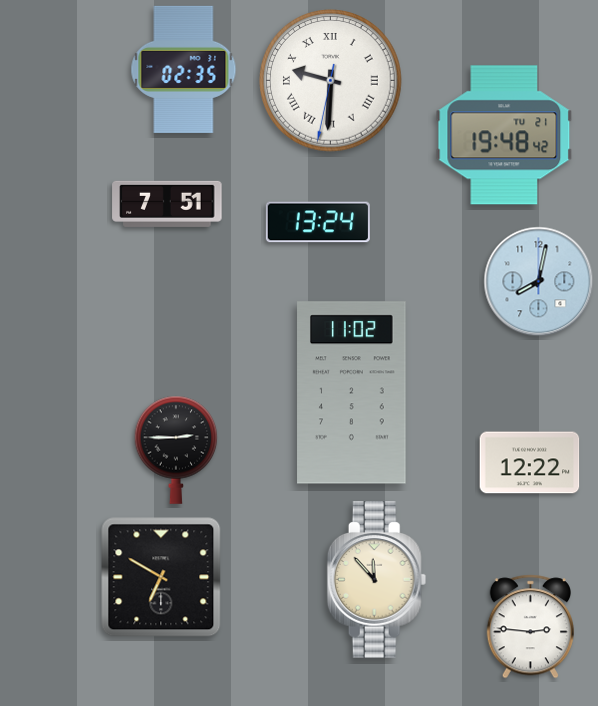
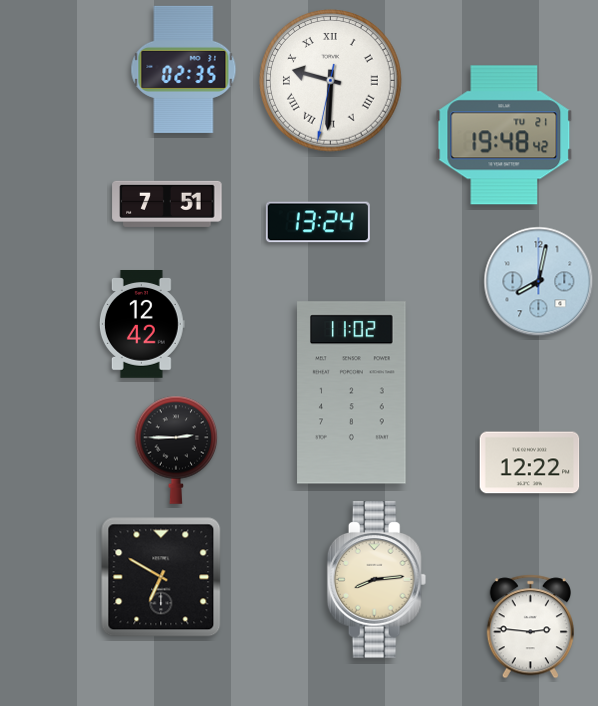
clock at (142, 325): none -> 12:42
clock at (377, 580): 11:53 -> 8:14
